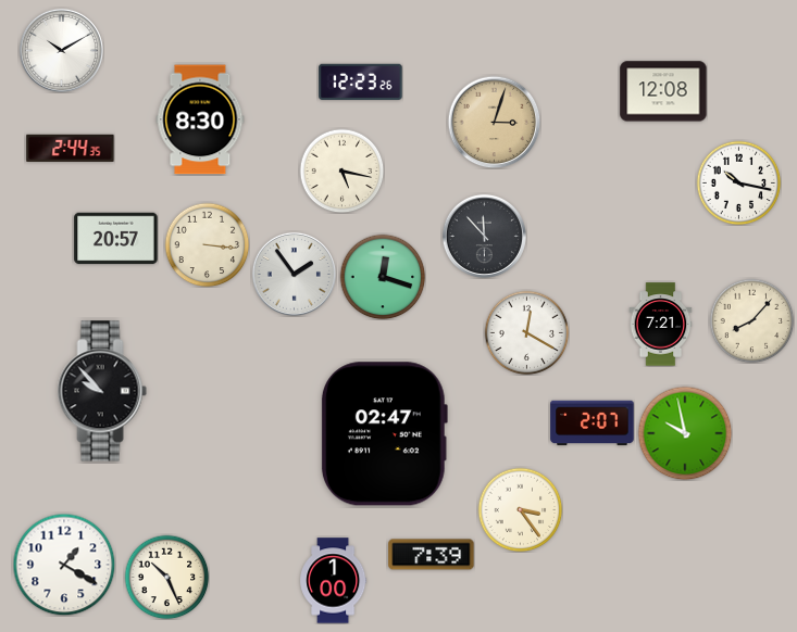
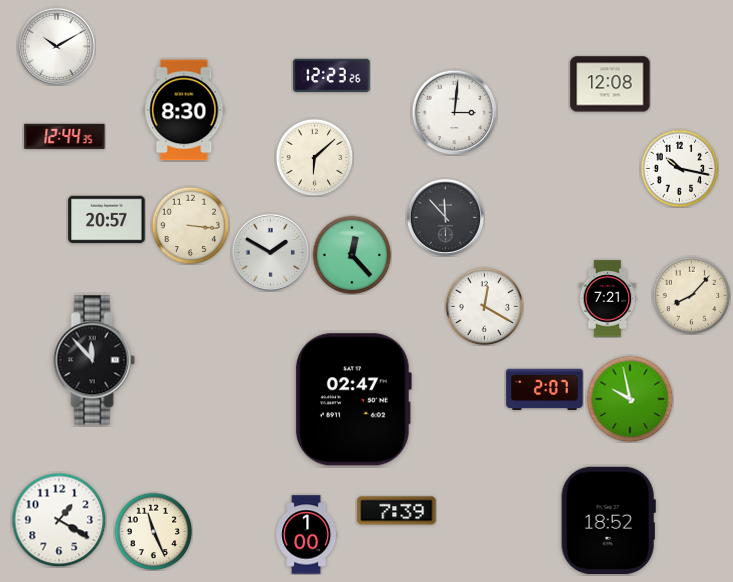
clock at (494, 122): 3:03 -> 3:01
clock at (494, 122) dial: champagne -> white
clock at (71, 148): 2:44 -> 12:44
clock at (341, 170): 5:17 -> 6:08
clock at (294, 274): 1:54 -> 1:50
clock at (383, 277): 12:18 -> 12:23
clock at (102, 391): 9:53 -> 11:53
clock at (520, 509): 3:24 -> none
clock at (608, 520): none -> 18:52
clock at (166, 577): 10:26 -> 11:26
